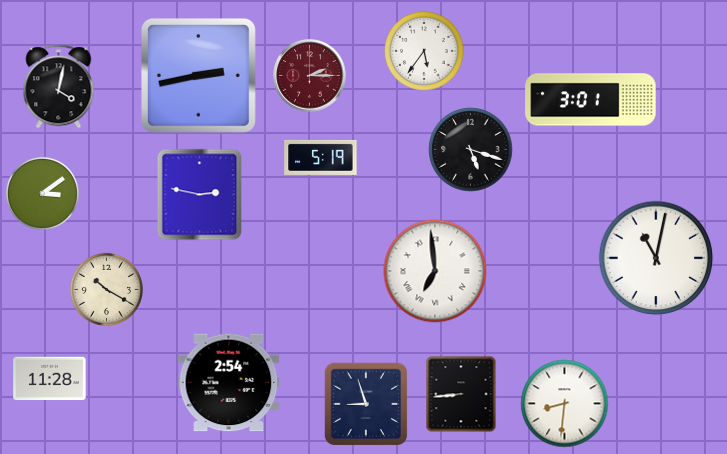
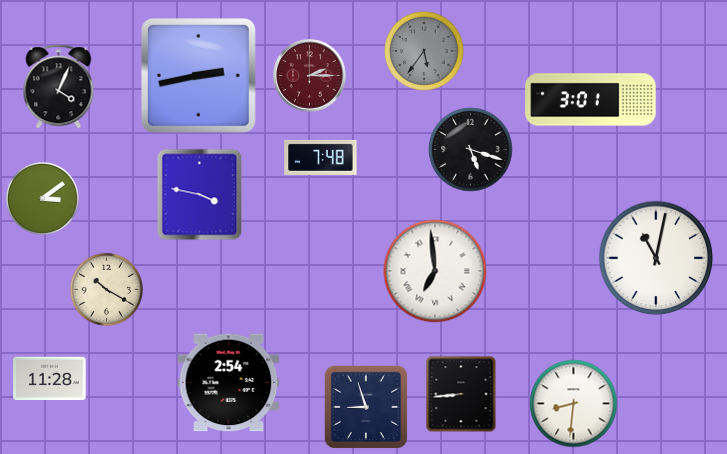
clock at (424, 51) dial: white -> grey
clock at (59, 87): 4:02 -> 4:04
clock at (321, 157): 5:19 -> 7:48
clock at (42, 193) position: (42, 193) -> (42, 198)
clock at (200, 195): 2:47 -> 3:47
clock at (365, 403) position: (365, 403) -> (365, 406)
clock at (565, 404) position: (565, 404) -> (574, 404)
